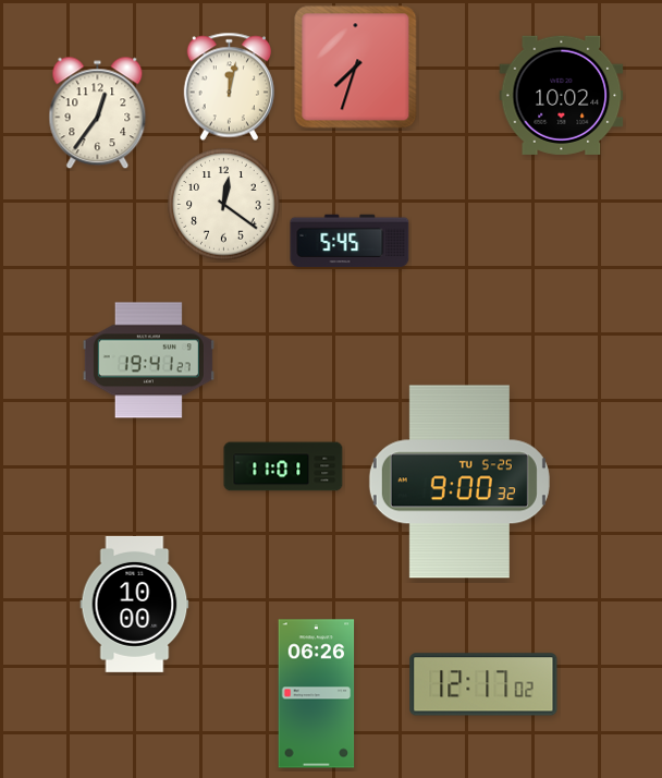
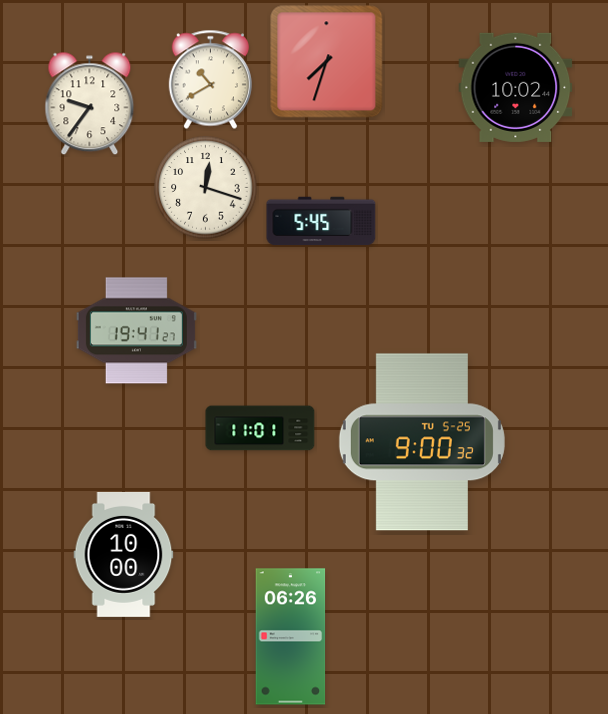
clock at (229, 87): 12:02 -> 10:40
clock at (98, 113): 12:36 -> 9:36
clock at (224, 205): 12:21 -> 12:18
clock at (483, 684): 12:17 -> none
